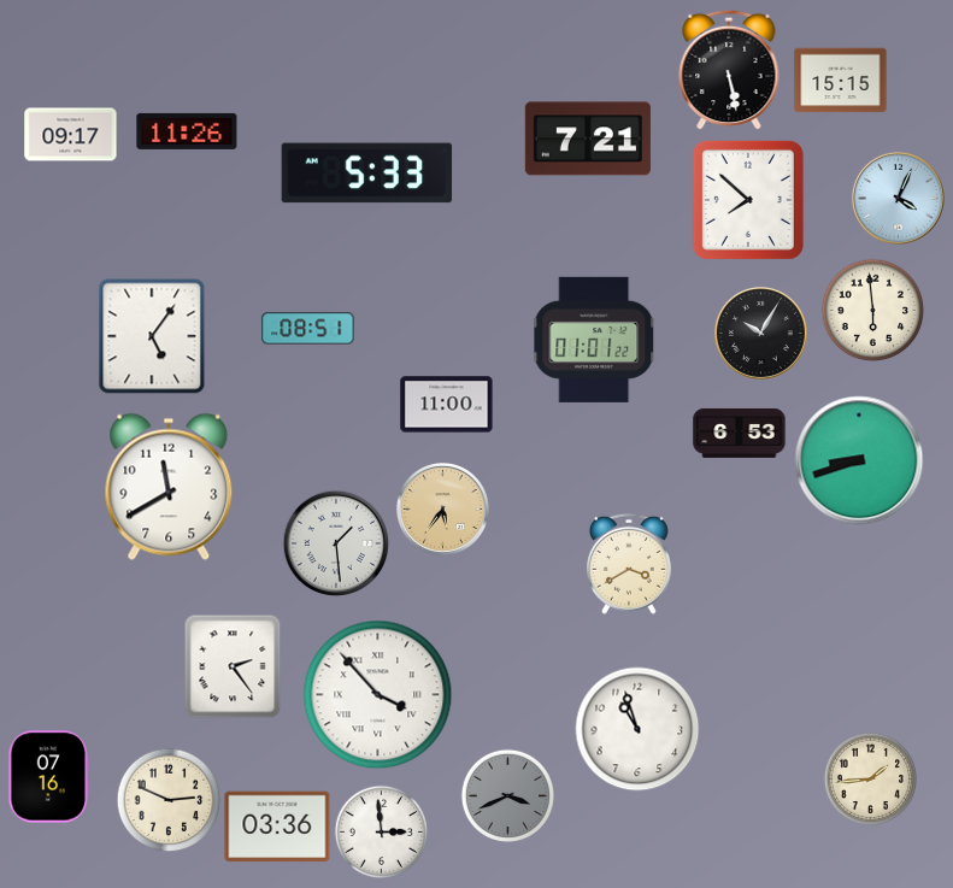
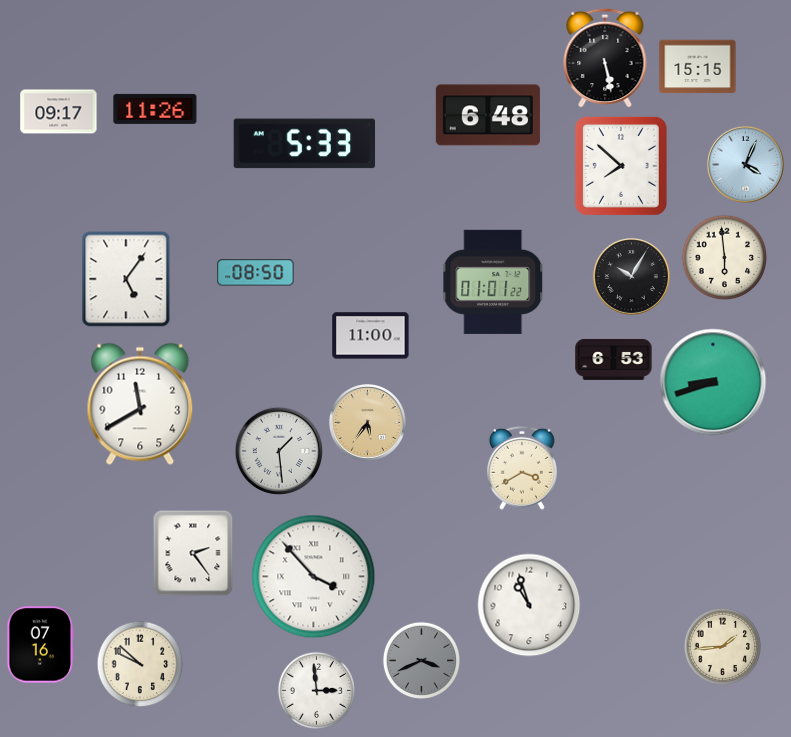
clock at (588, 139): 7:21 -> 6:48
clock at (308, 329): 08:51 -> 08:50
clock at (169, 800): 2:49 -> 9:52
clock at (277, 827): 03:36 -> none
